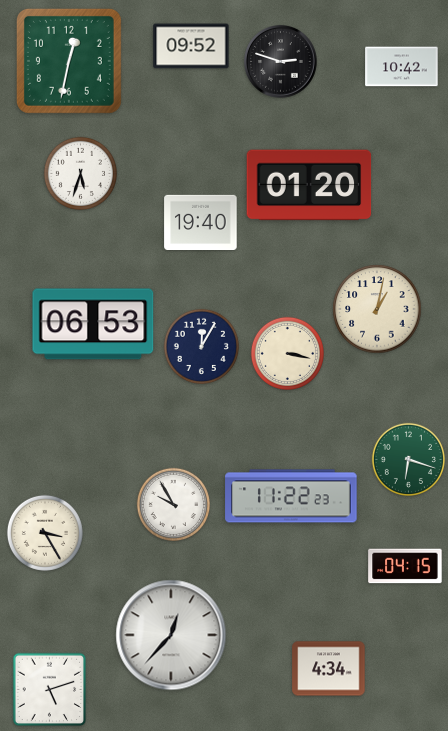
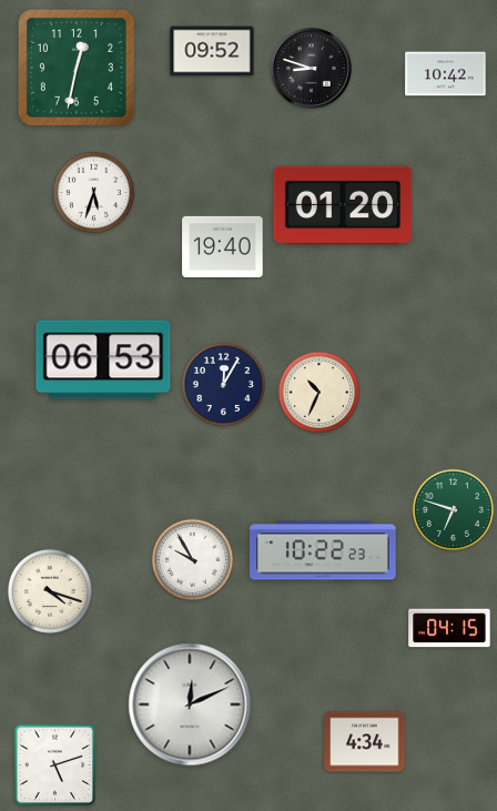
clock at (281, 62): 2:48 -> 8:48
clock at (80, 173) position: (80, 173) -> (93, 192)
clock at (377, 309): 1:02 -> none
clock at (287, 353): 3:17 -> 10:34
clock at (408, 459): 6:18 -> 6:48
clock at (291, 496): 11:22 -> 10:22
clock at (45, 533): 3:25 -> 4:18
clock at (171, 635): 12:37 -> 12:11
